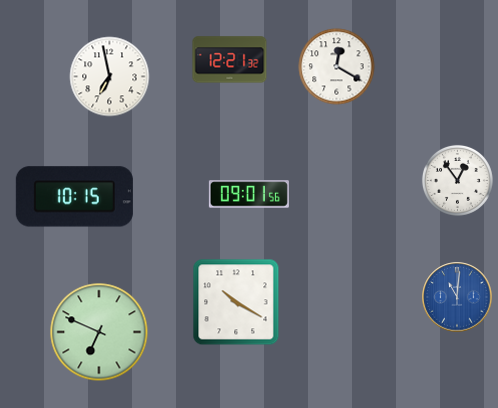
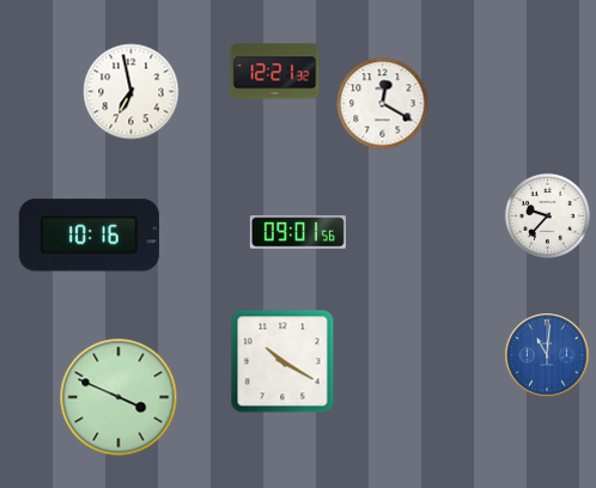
clock at (337, 67) position: (337, 67) -> (383, 104)
clock at (457, 180): 12:54 -> 9:37
clock at (74, 197): 10:15 -> 10:16
clock at (99, 332): 6:49 -> 3:49
